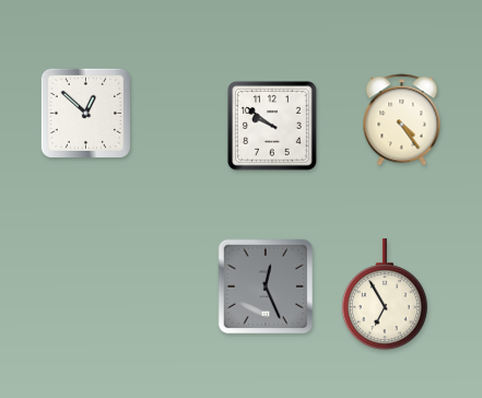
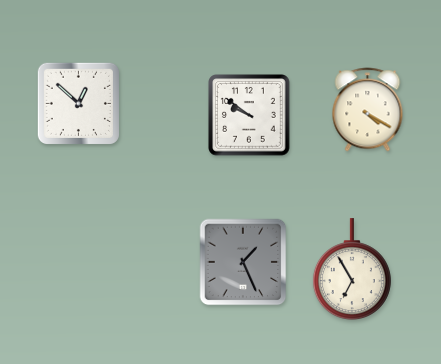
clock at (402, 120): 4:24 -> 4:20
clock at (266, 286): 12:26 -> 1:26
